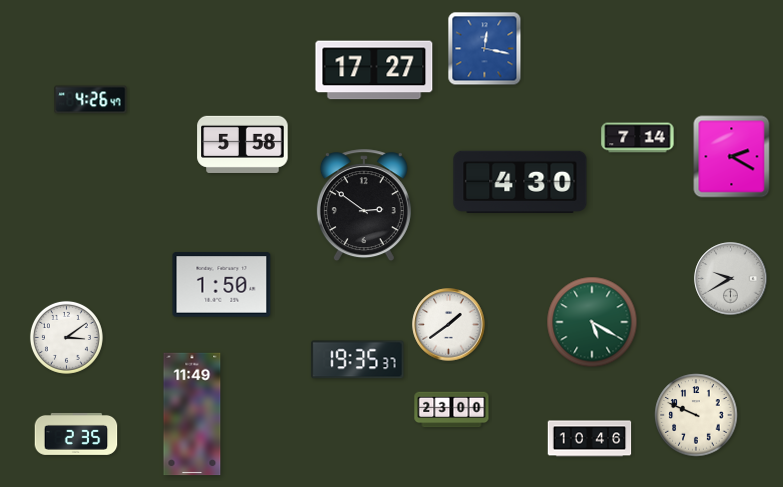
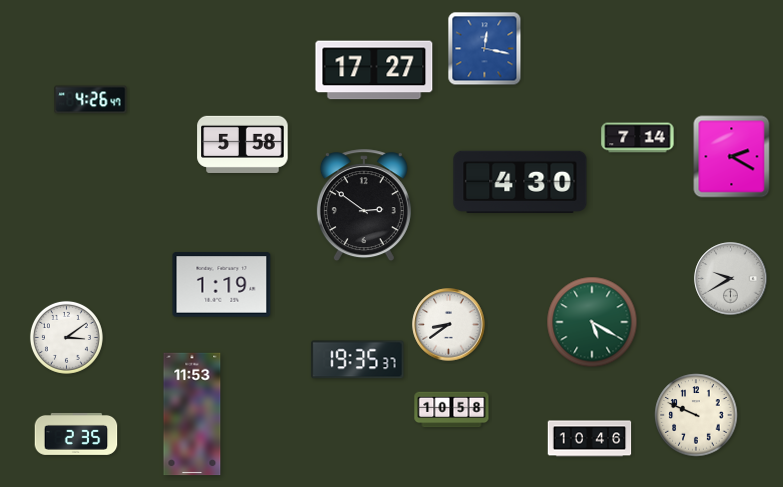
clock at (222, 285): 1:50 -> 1:19
clock at (449, 325): 1:39 -> 8:39
clock at (452, 410): 23:00 -> 10:58
clock at (192, 414): 11:49 -> 11:53
